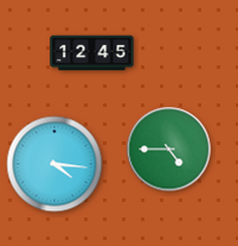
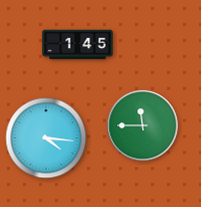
clock at (92, 53): 12:45 -> 1:45
clock at (169, 150): 4:45 -> 11:45
